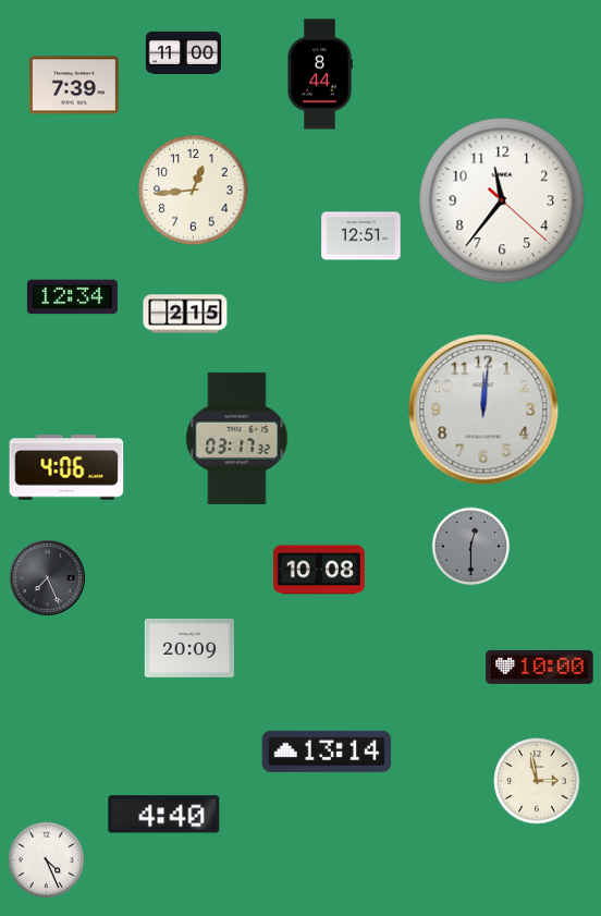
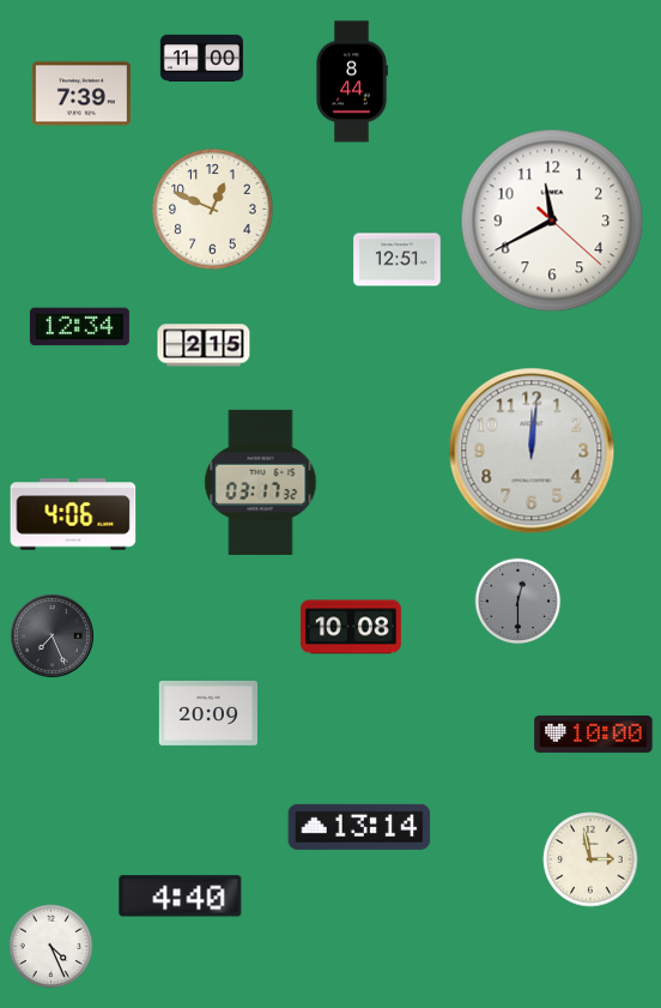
clock at (194, 191): 12:44 -> 12:49
clock at (502, 200): 11:36 -> 11:40
